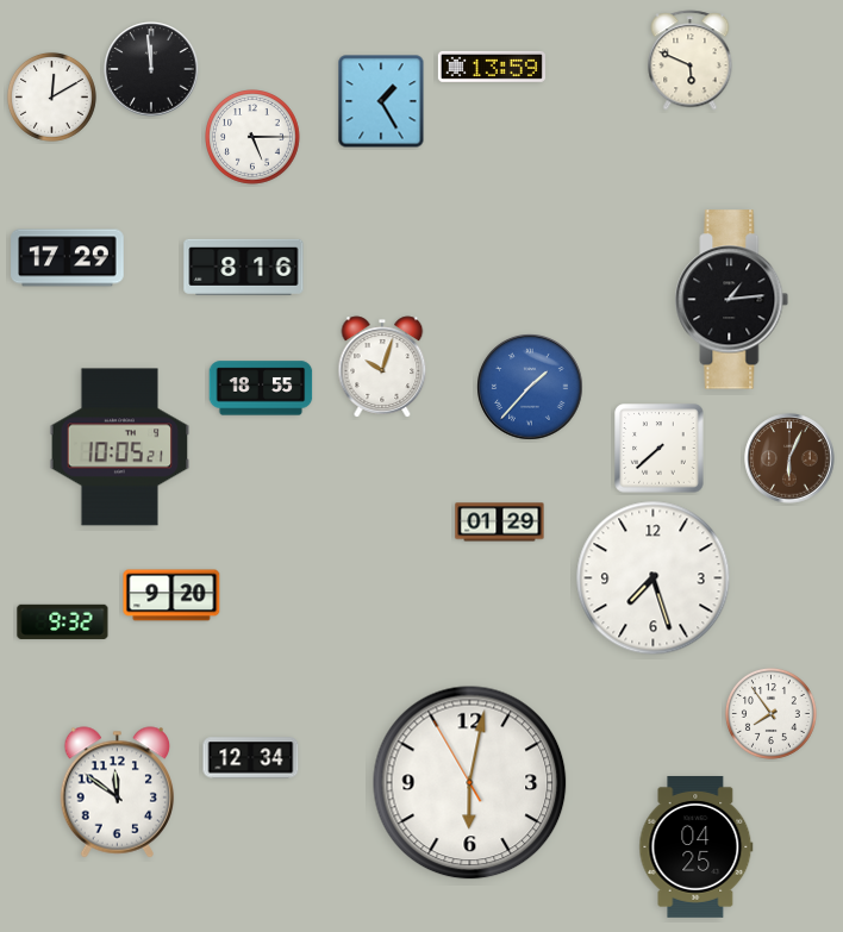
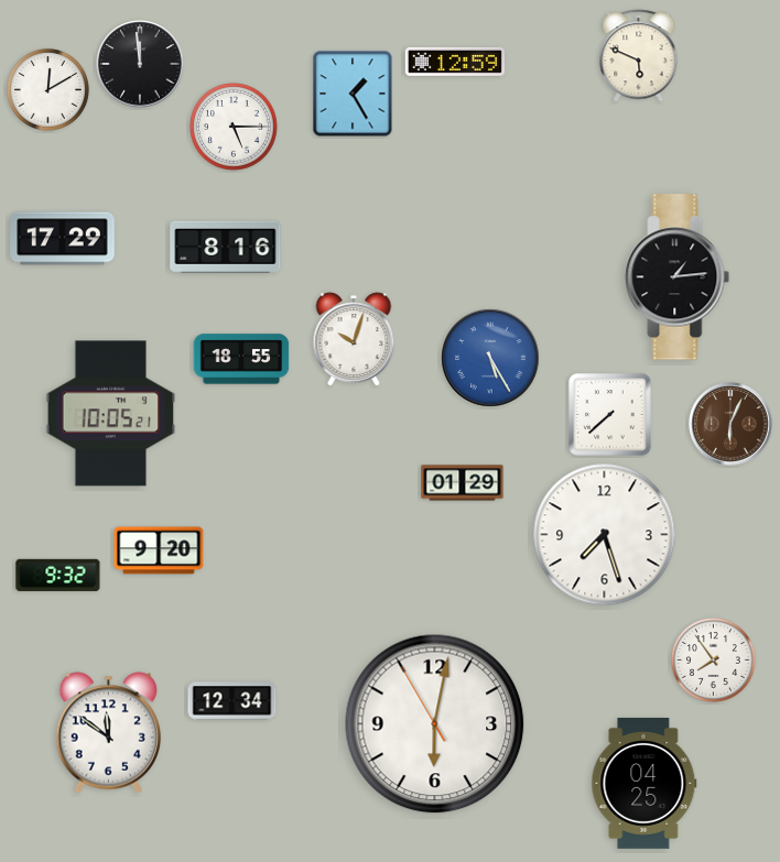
clock at (492, 67): 13:59 -> 12:59
clock at (530, 387): 1:37 -> 5:25
